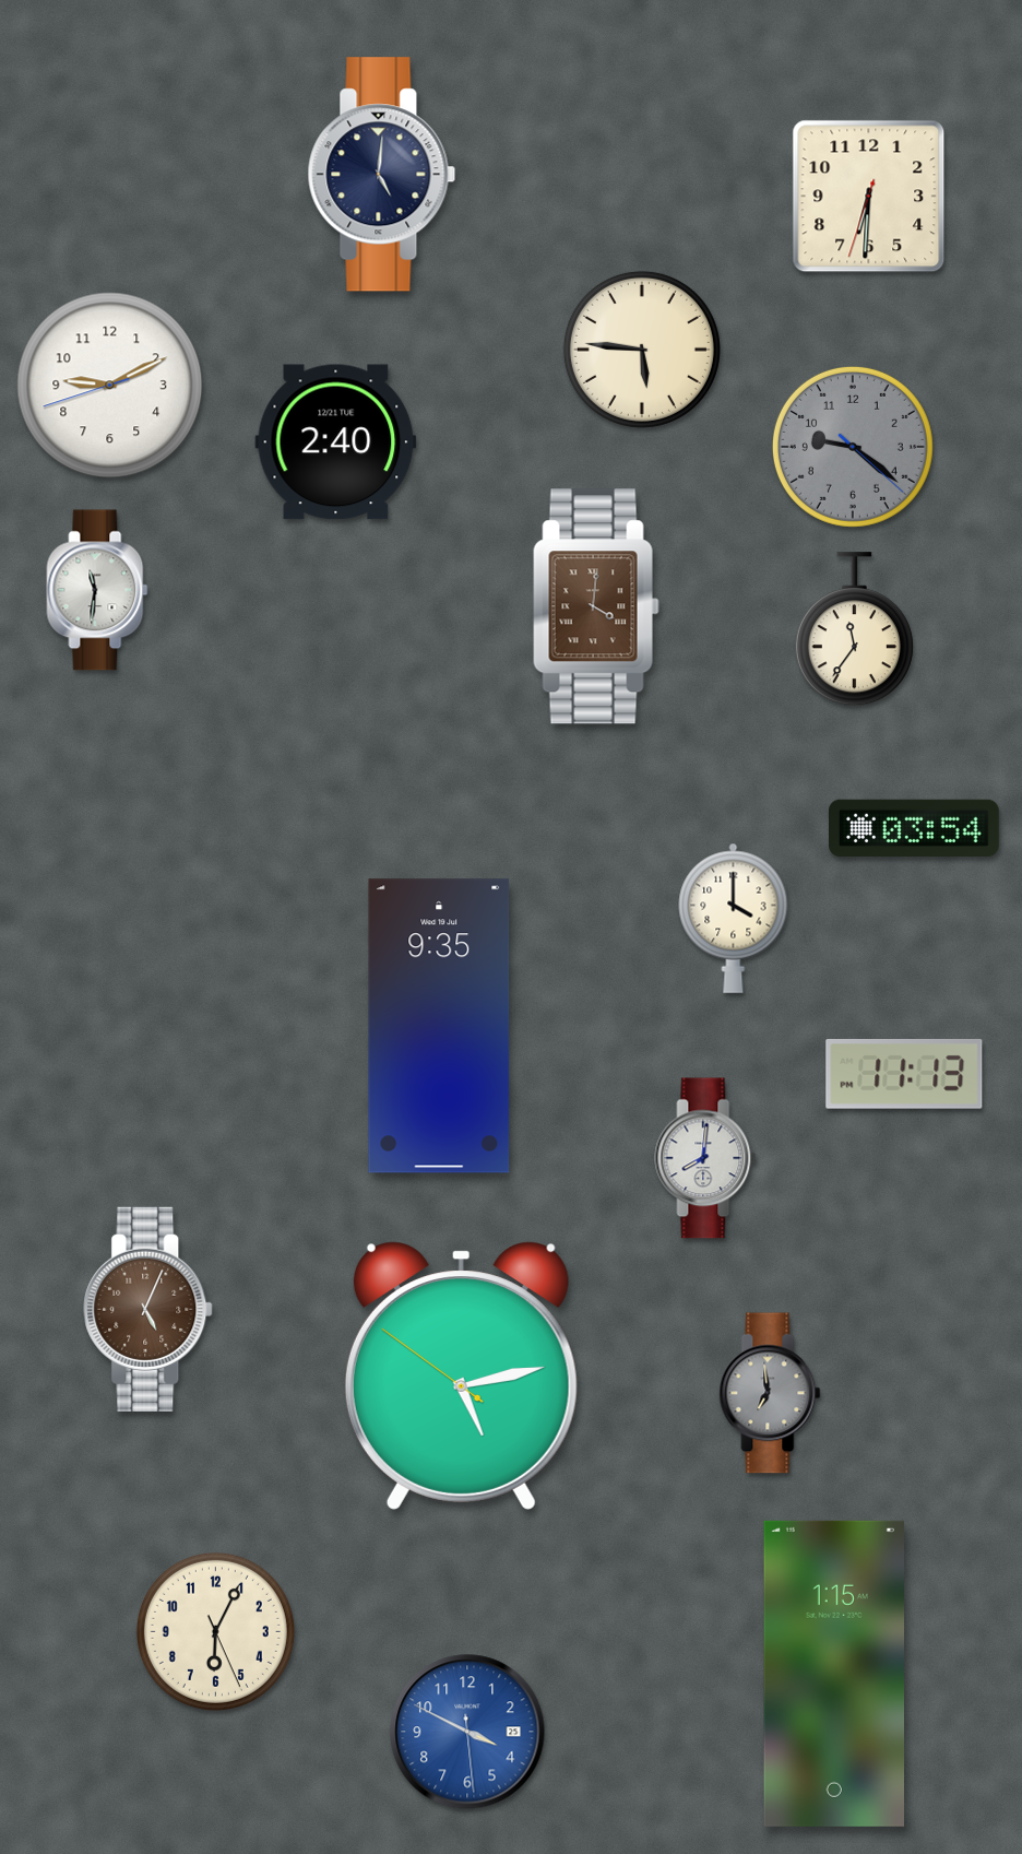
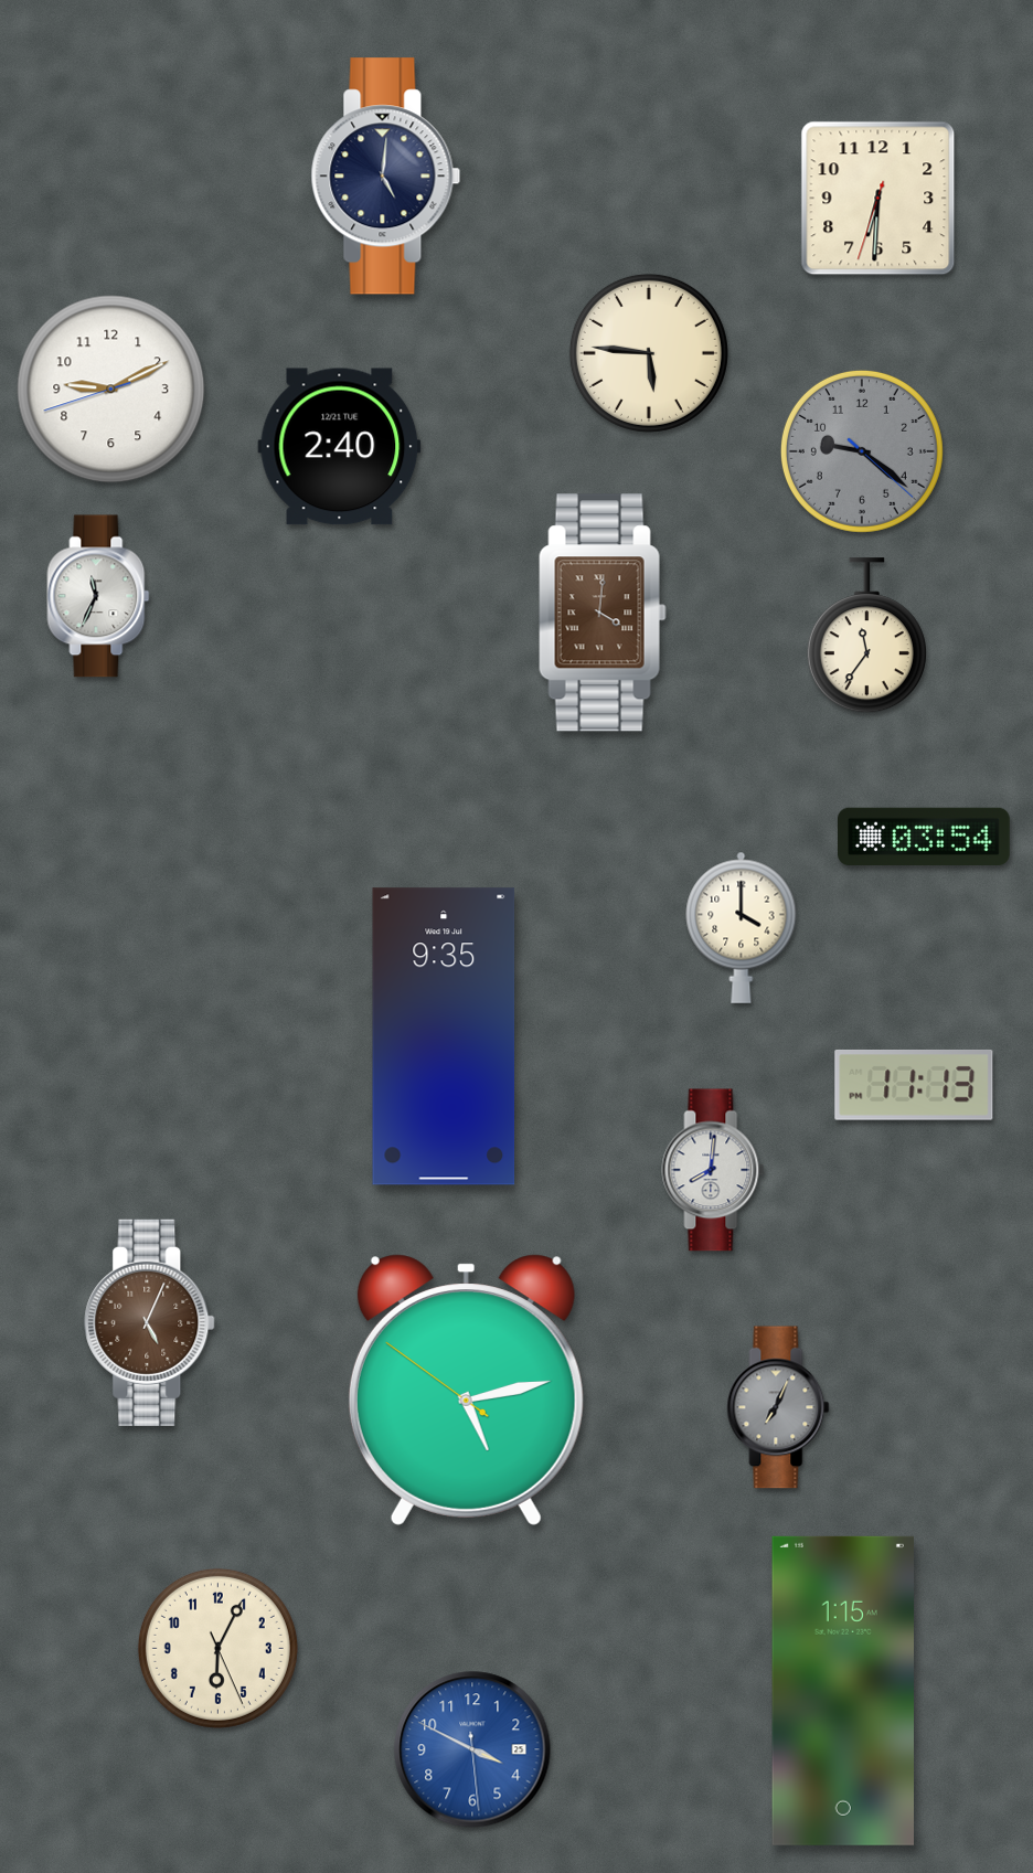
clock at (97, 590): 11:31 -> 11:34
clock at (854, 629) position: (854, 629) -> (866, 636)
clock at (770, 1393): 6:59 -> 7:04
